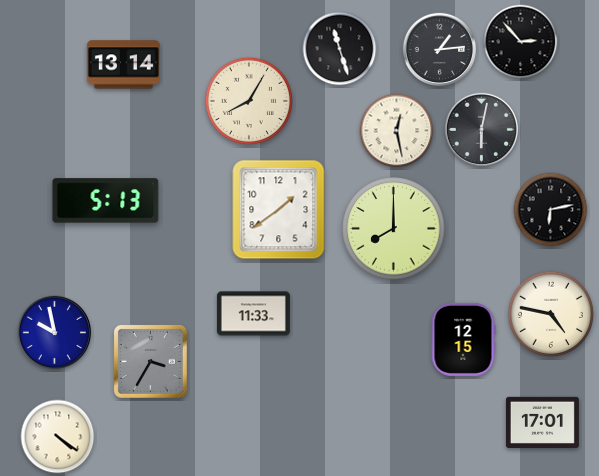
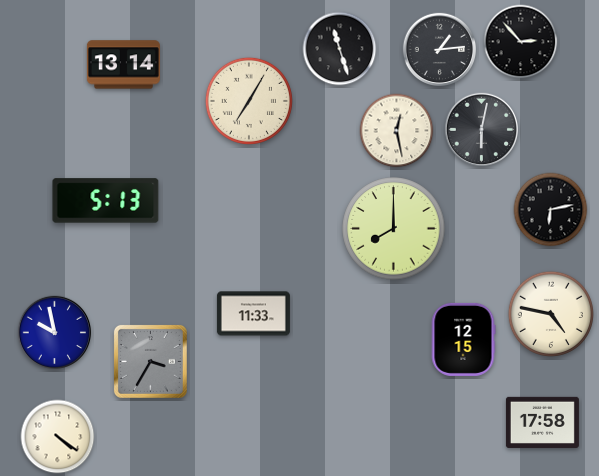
clock at (249, 101): 8:05 -> 7:05
clock at (279, 210): 1:39 -> none
clock at (542, 422): 17:01 -> 17:58
